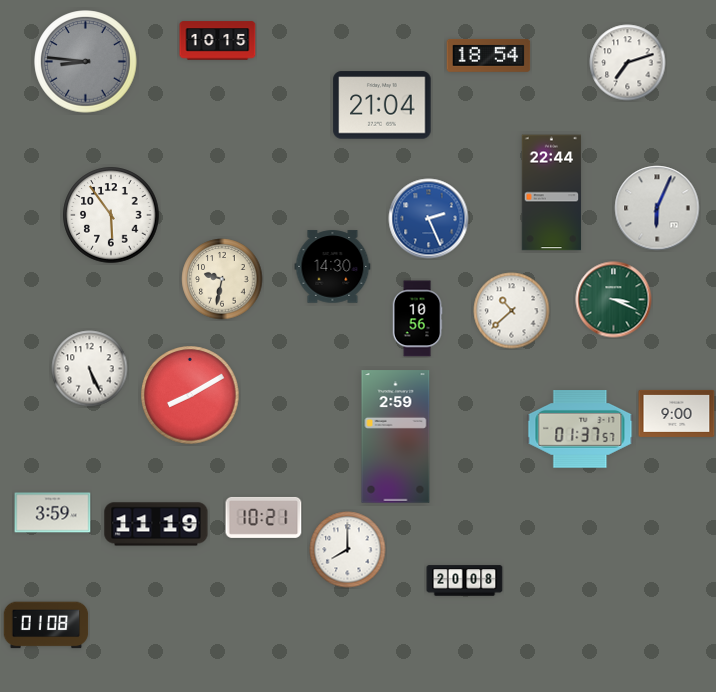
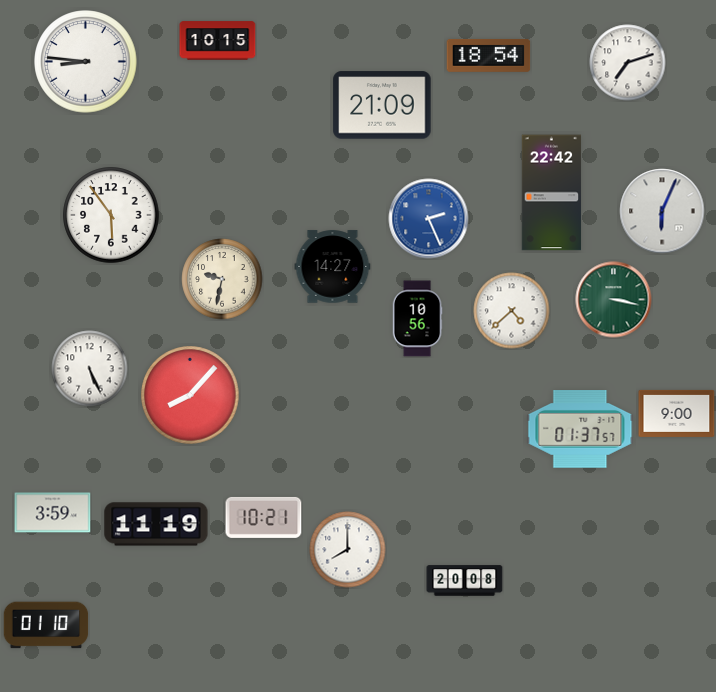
clock at (86, 62) dial: grey -> white
clock at (382, 105): 21:04 -> 21:09
clock at (552, 193): 22:44 -> 22:42
clock at (657, 208) position: (657, 208) -> (662, 211)
clock at (333, 267): 14:30 -> 14:27
clock at (614, 300): 3:19 -> 3:17
clock at (512, 311): 10:38 -> 4:38
clock at (190, 395): 8:10 -> 8:07
clock at (396, 437): 2:59 -> none
clock at (46, 625): 01:08 -> 01:10
